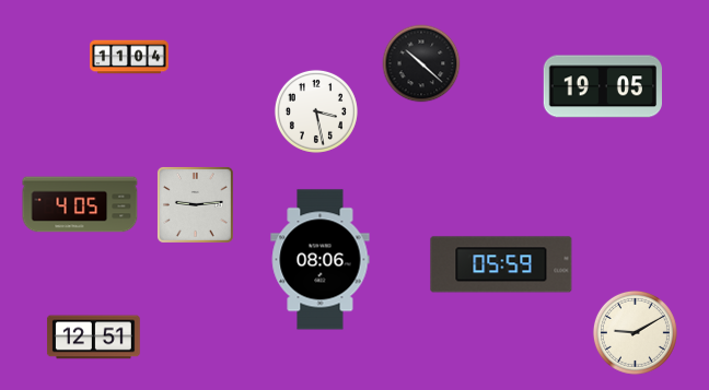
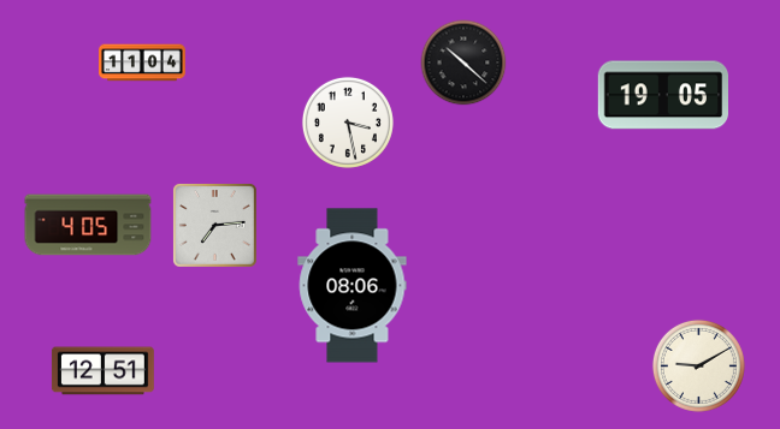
clock at (421, 63) position: (421, 63) -> (463, 62)
clock at (195, 204): 9:14 -> 7:14
clock at (501, 264): 05:59 -> none
